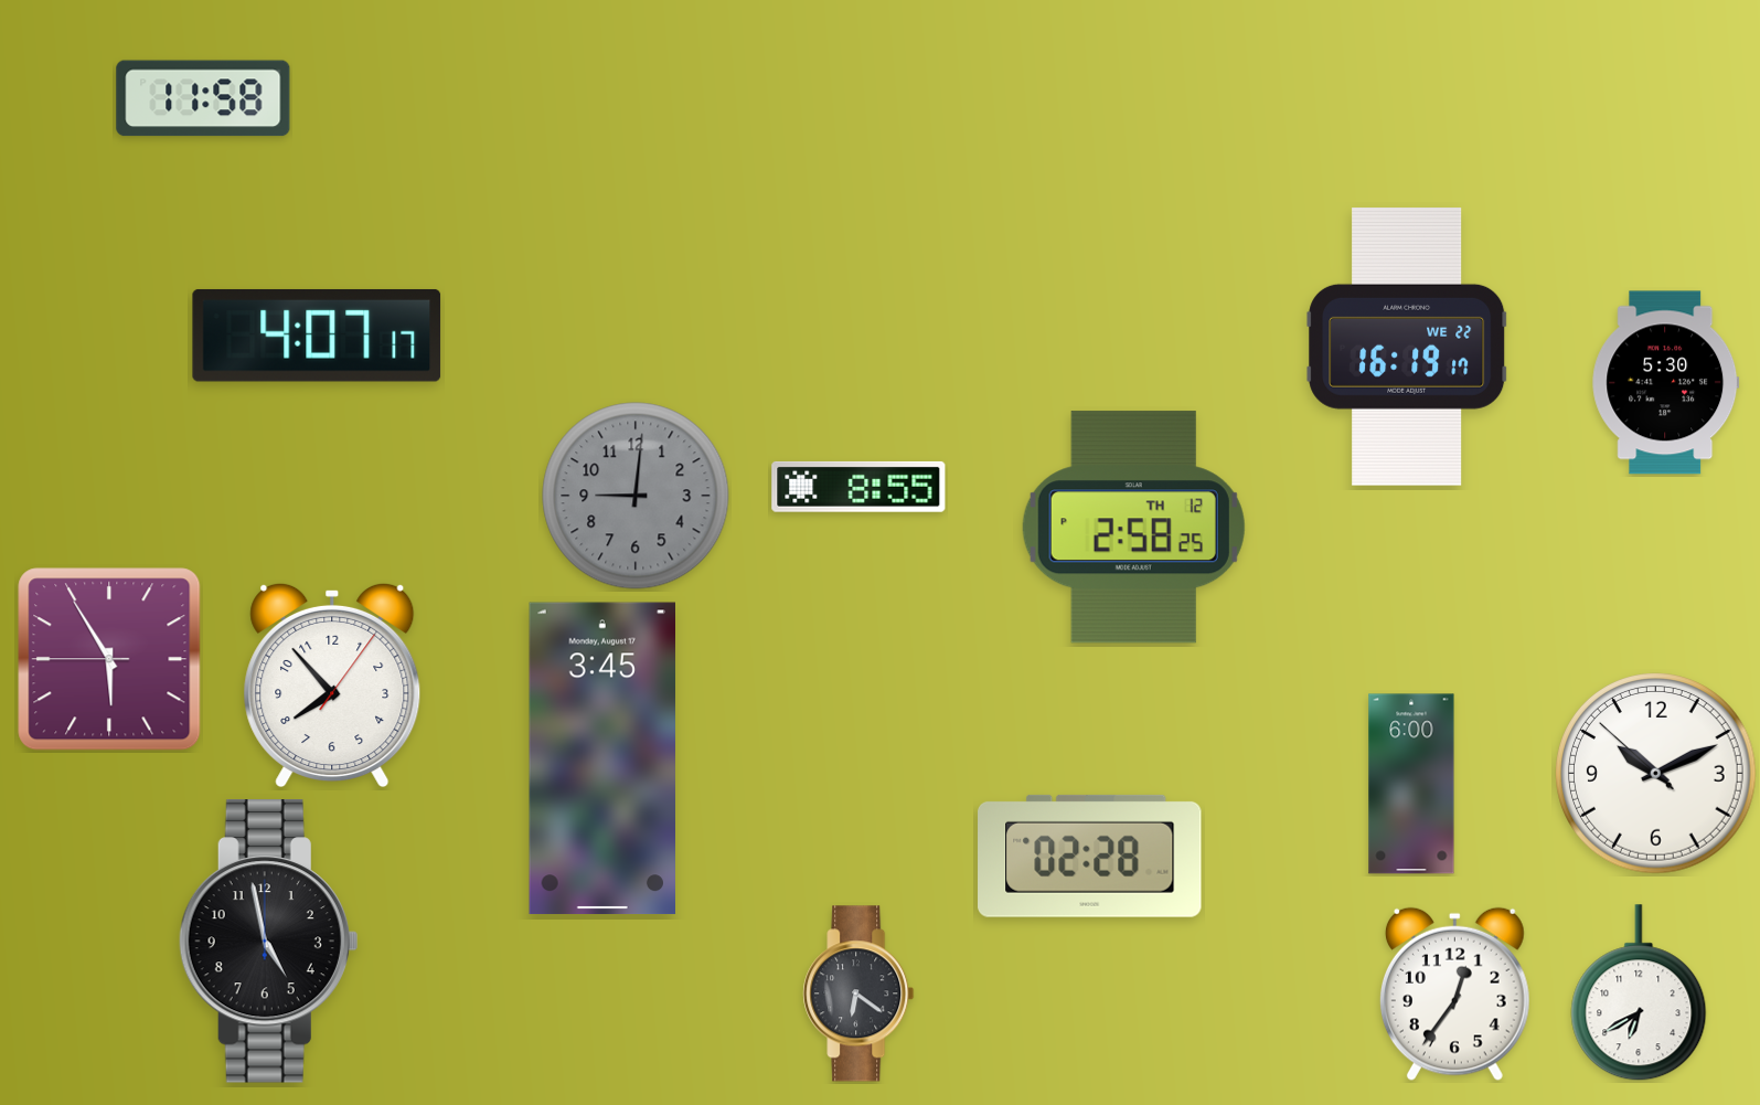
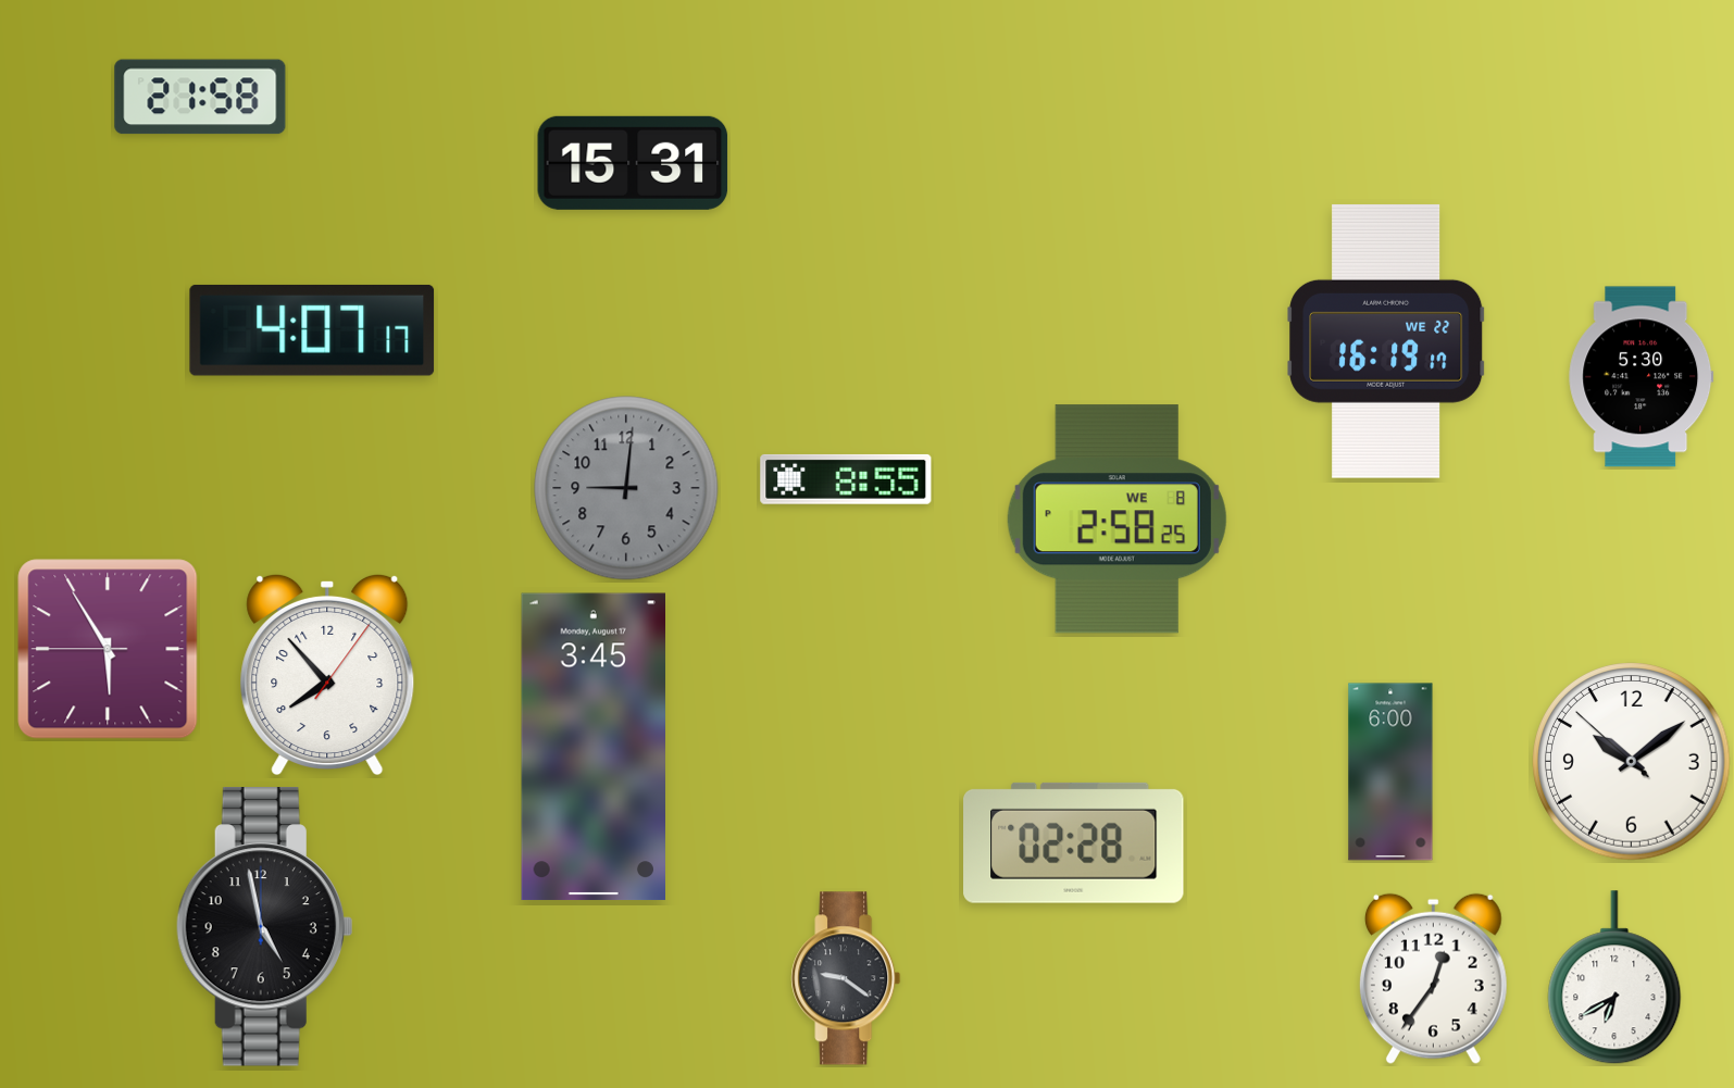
clock at (203, 98): 11:58 -> 21:58
clock at (633, 163): none -> 15:31
clock at (1133, 528) date: TH 12 -> WE 8
clock at (1656, 774): 10:10 -> 10:08
clock at (858, 994): 6:21 -> 9:21
